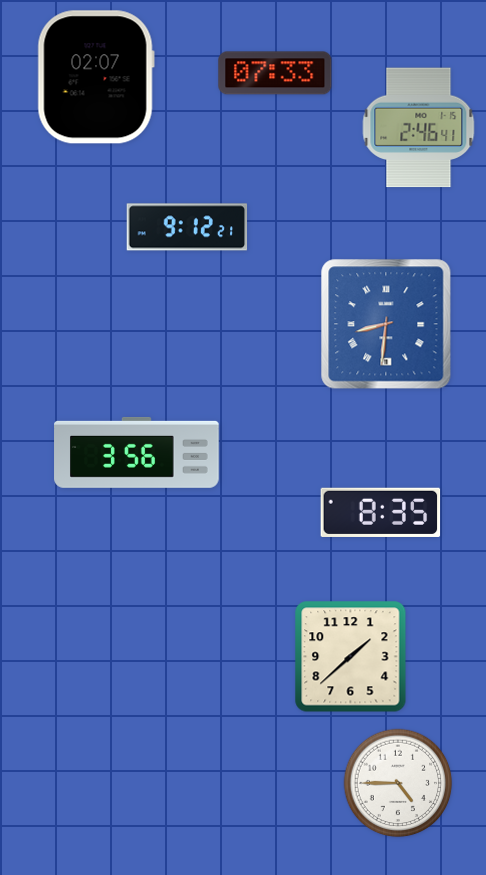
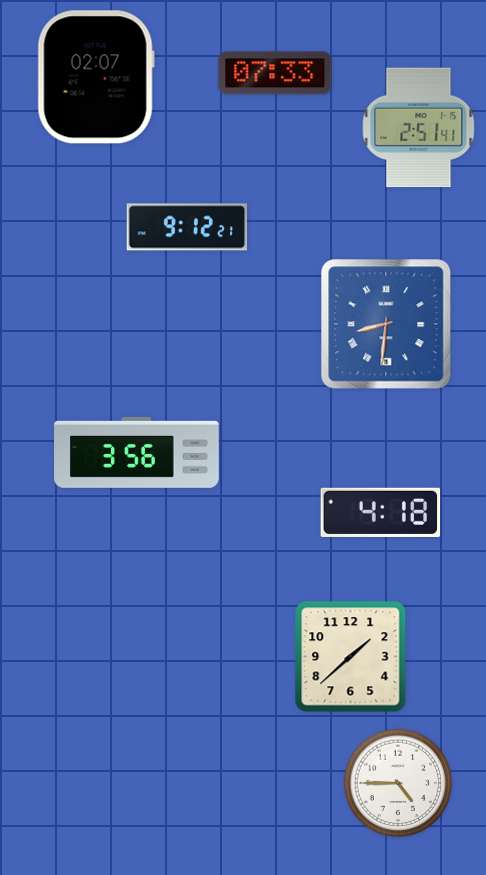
clock at (419, 128): 2:46 -> 2:51
clock at (381, 512): 8:35 -> 4:18
